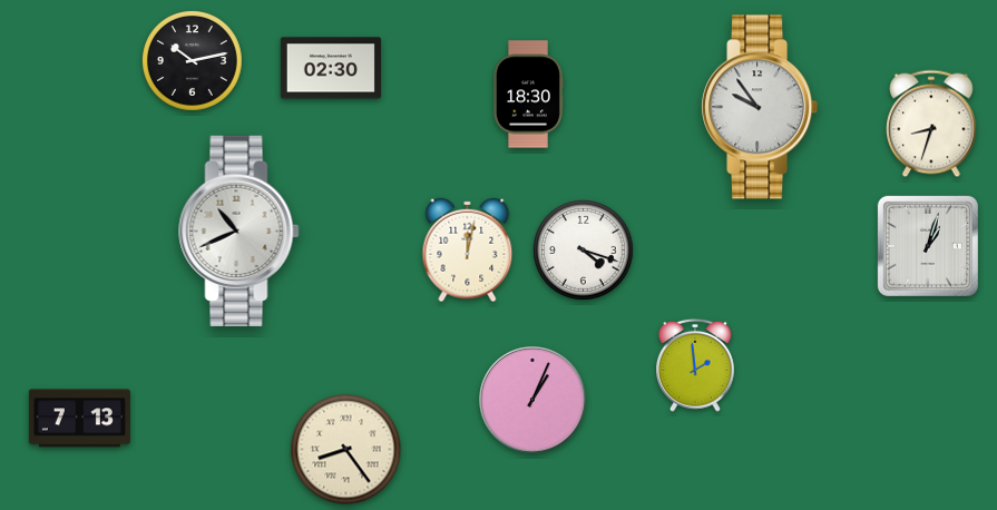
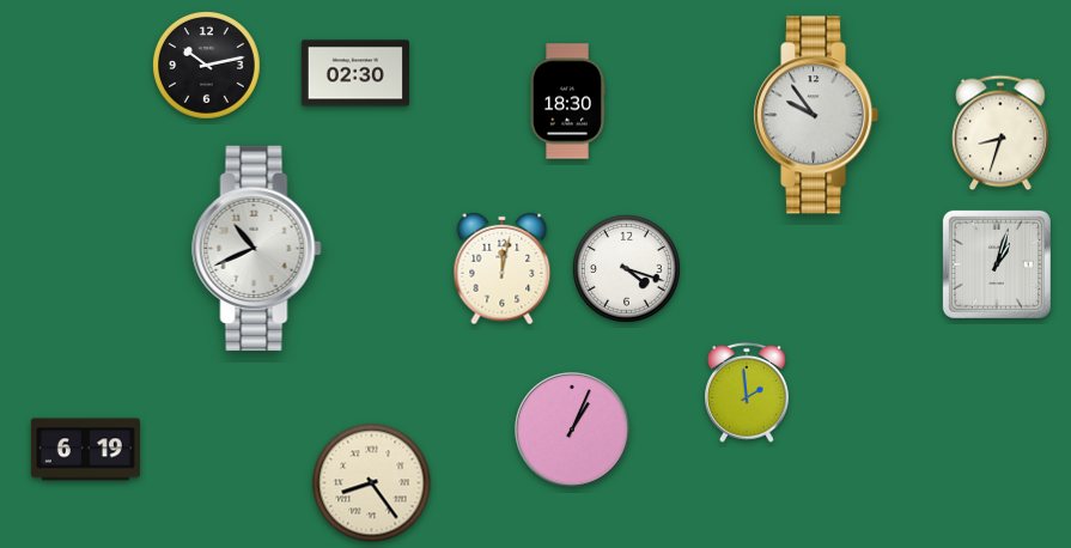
clock at (79, 419): 7:13 -> 6:19
